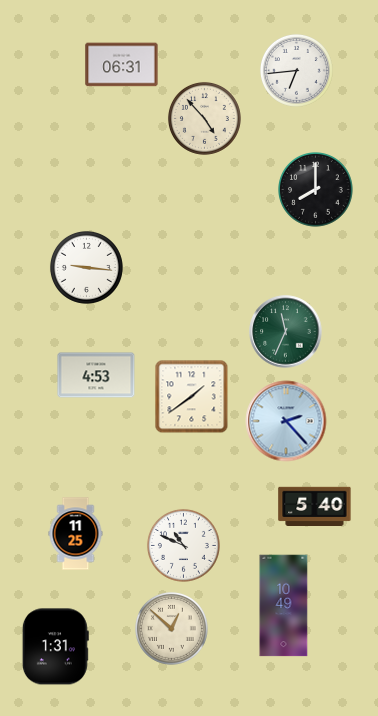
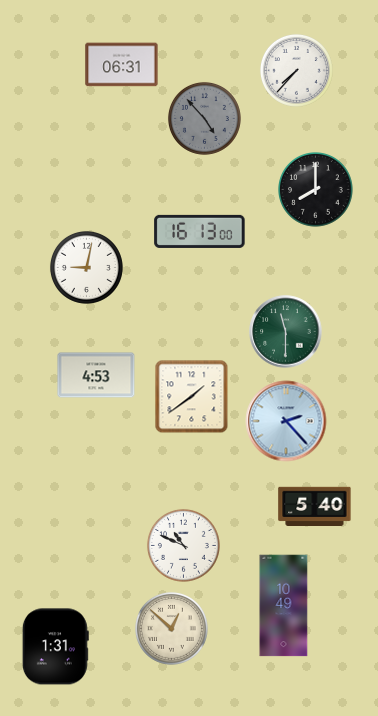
clock at (296, 70): 6:44 -> 7:37
clock at (204, 118) dial: cream -> grey
clock at (200, 231): none -> 16:13
clock at (86, 267): 9:16 -> 9:02
clock at (286, 332): 11:34 -> 11:30
clock at (76, 534): 11:25 -> none
